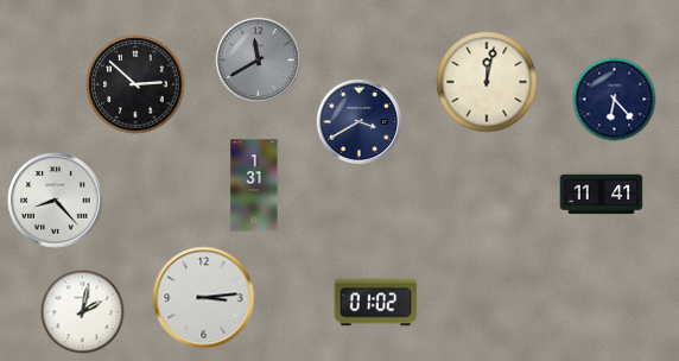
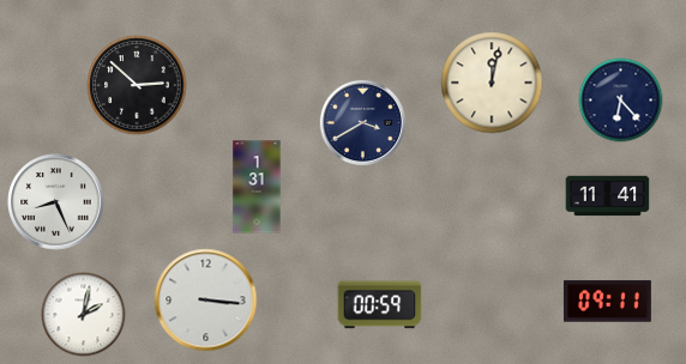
clock at (258, 59): 11:40 -> none
clock at (56, 201): 8:23 -> 8:26
clock at (204, 298): 3:14 -> 3:16
clock at (607, 302): none -> 09:11
clock at (376, 303): 01:02 -> 00:59
